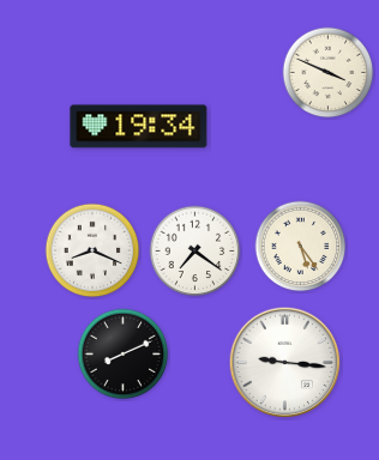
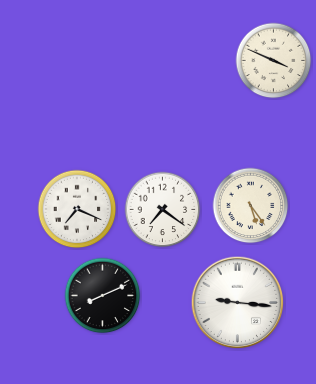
clock at (139, 127): 19:34 -> none
clock at (92, 250): 8:19 -> 7:19
